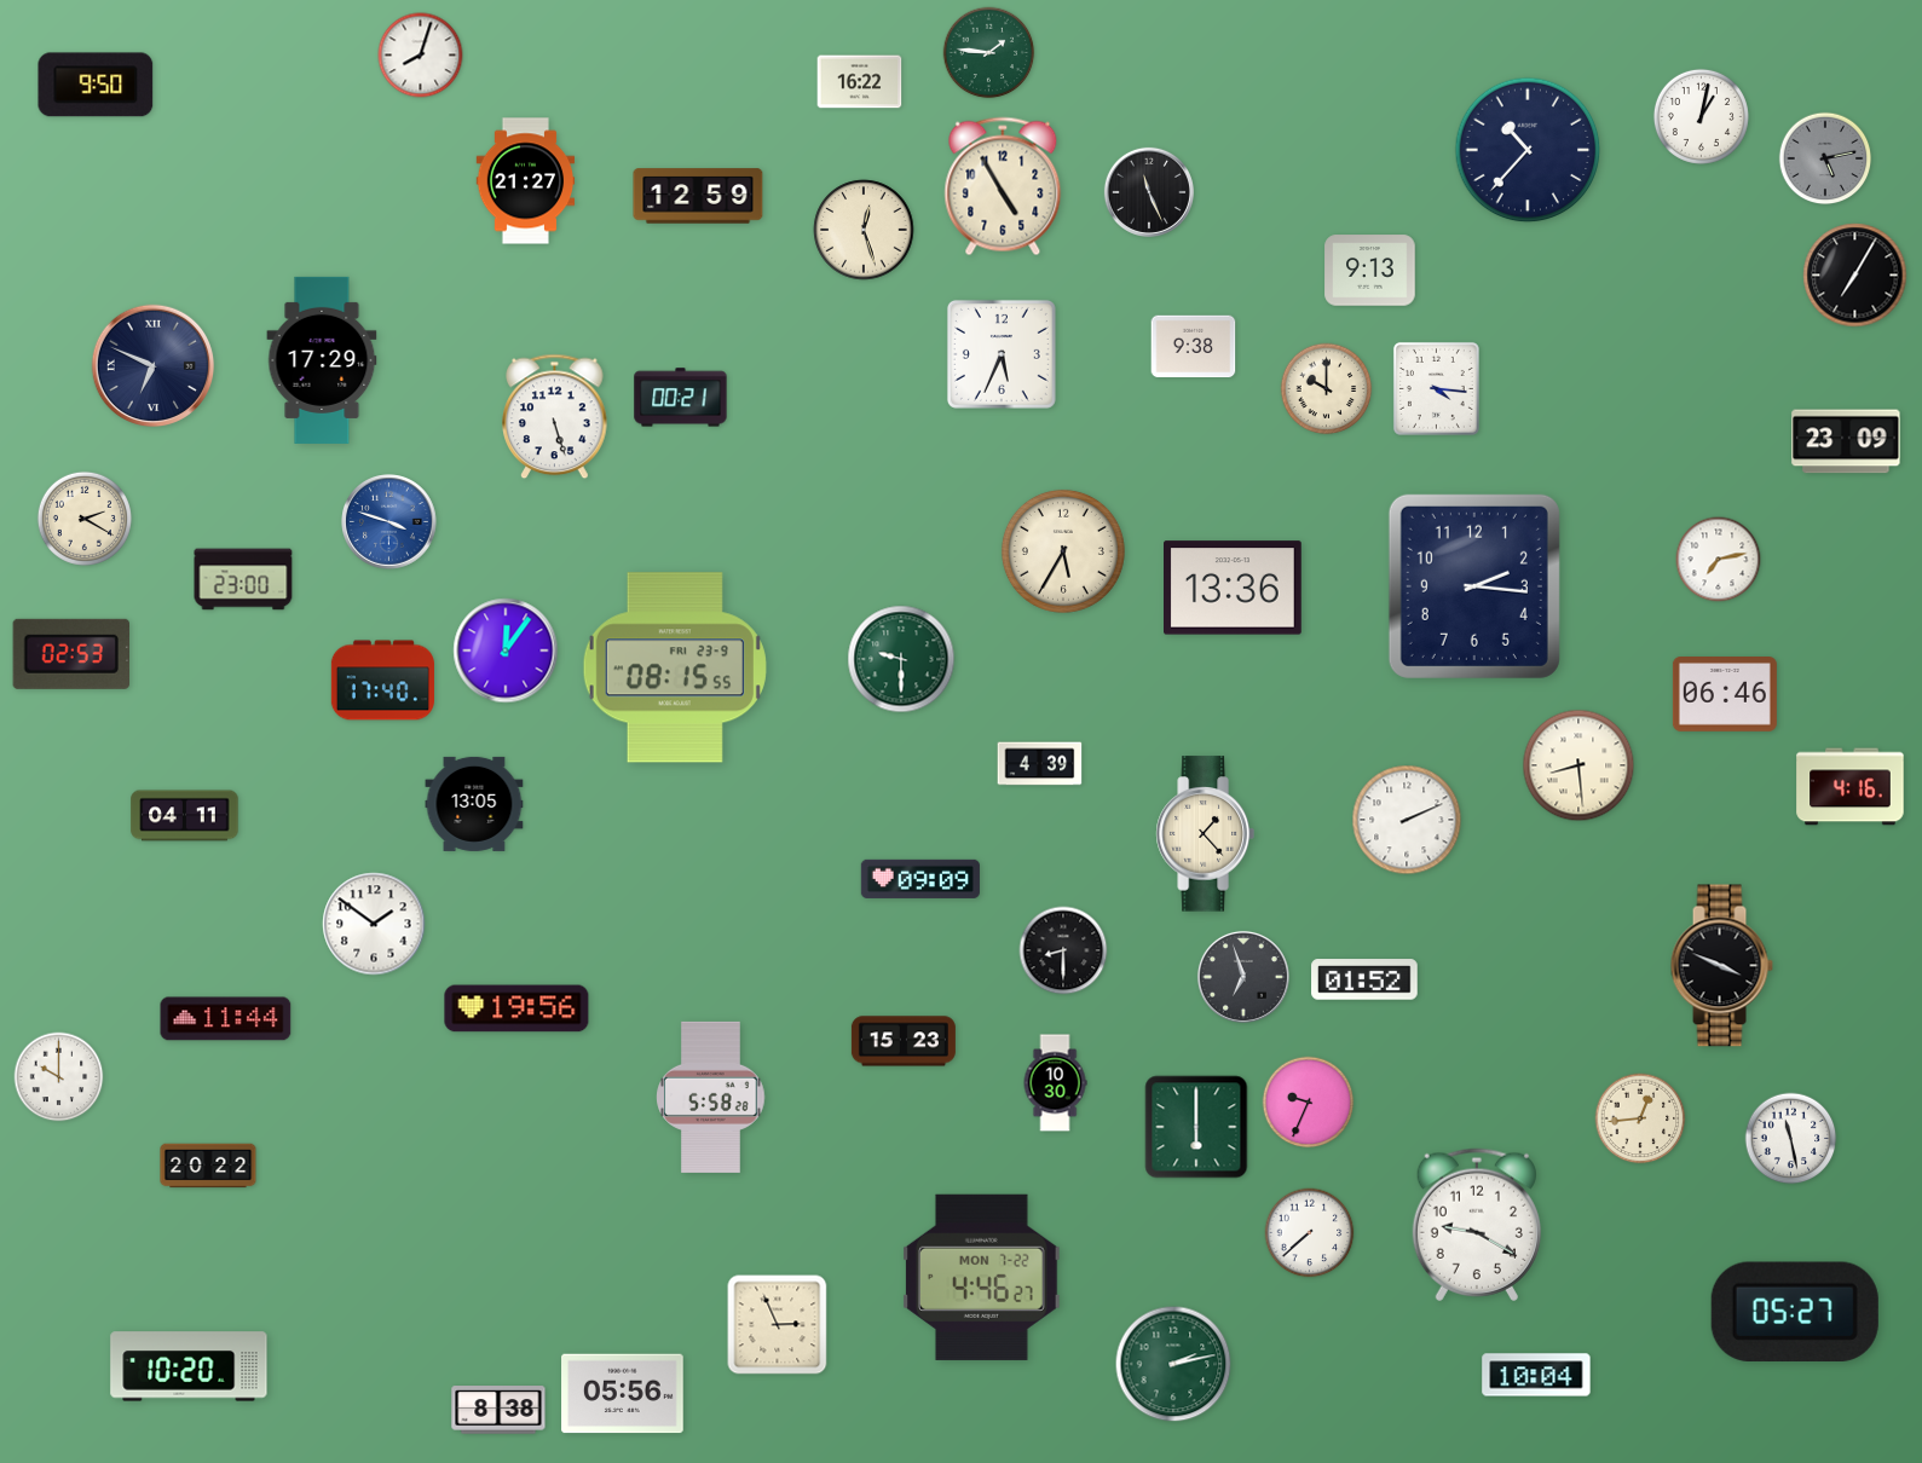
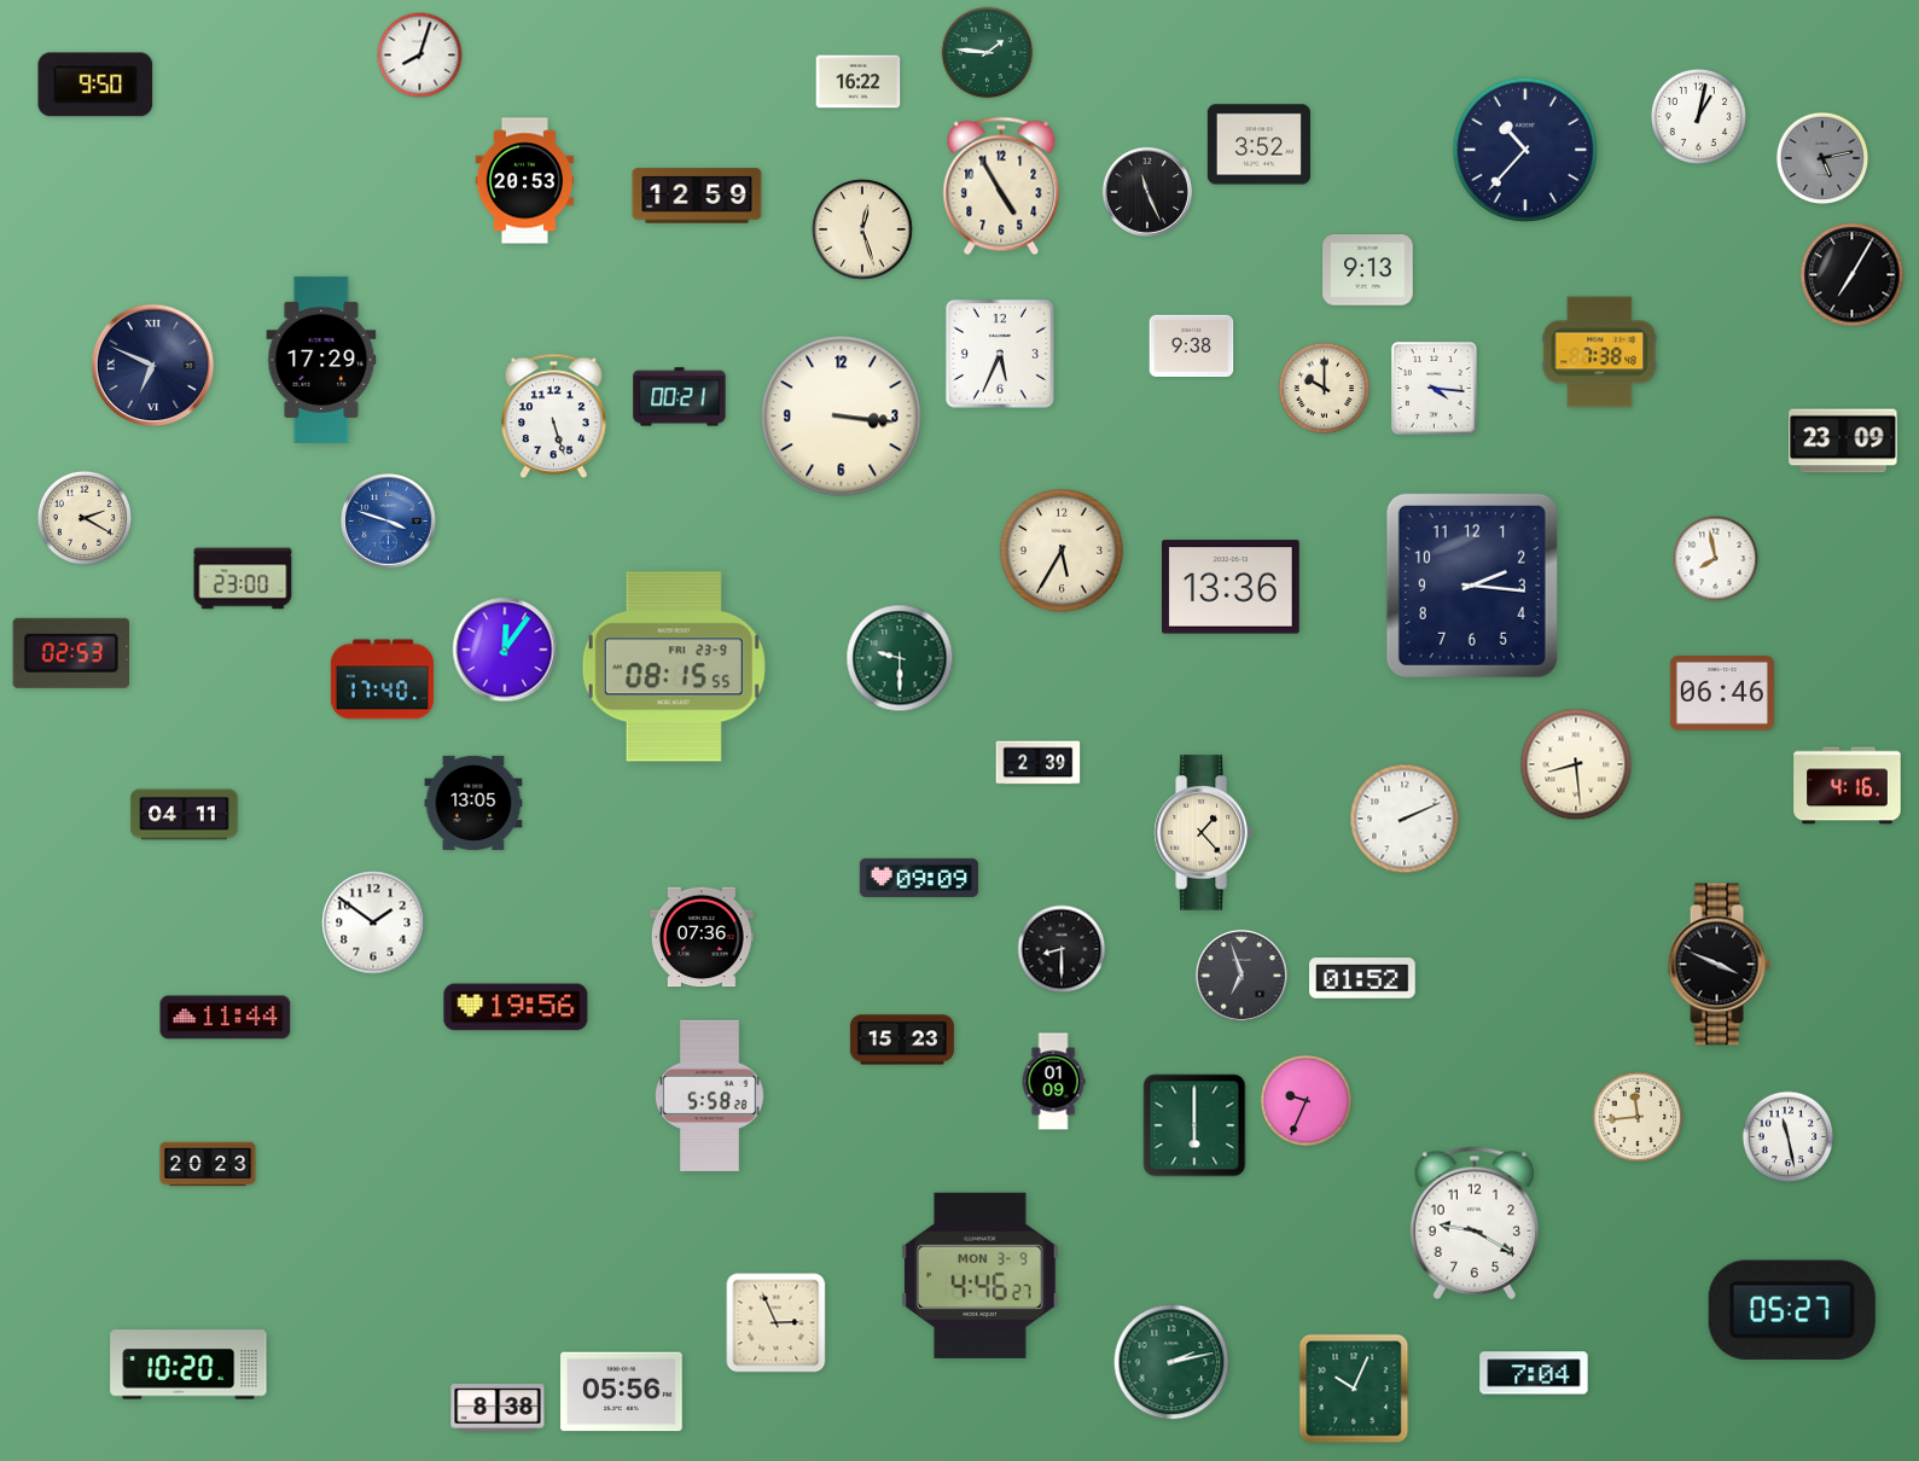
clock at (1258, 145): none -> 3:52
clock at (526, 181): 21:27 -> 20:53
clock at (1600, 353): none -> 7:38
clock at (842, 417): none -> 3:16
clock at (1719, 560): 7:13 -> 7:58
clock at (1040, 764): 4:39 -> 2:39
clock at (702, 937): none -> 07:36
clock at (59, 1077): 10:00 -> none
clock at (1055, 1083): 10:30 -> 01:09
clock at (1640, 1118): 12:44 -> 11:44
clock at (208, 1166): 20:22 -> 20:23
clock at (1310, 1233): 7:38 -> none
clock at (982, 1277) date: MON 7-22 -> MON 3-9
clock at (1536, 1375): 10:04 -> 7:04
clock at (1354, 1389): none -> 10:04
